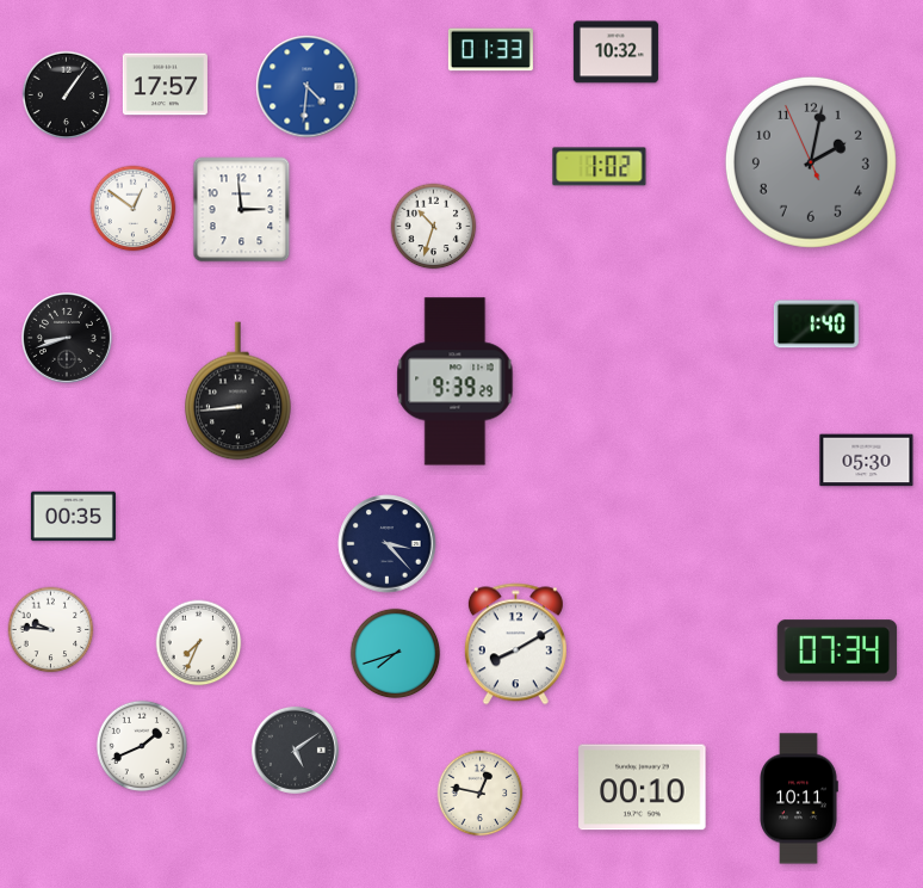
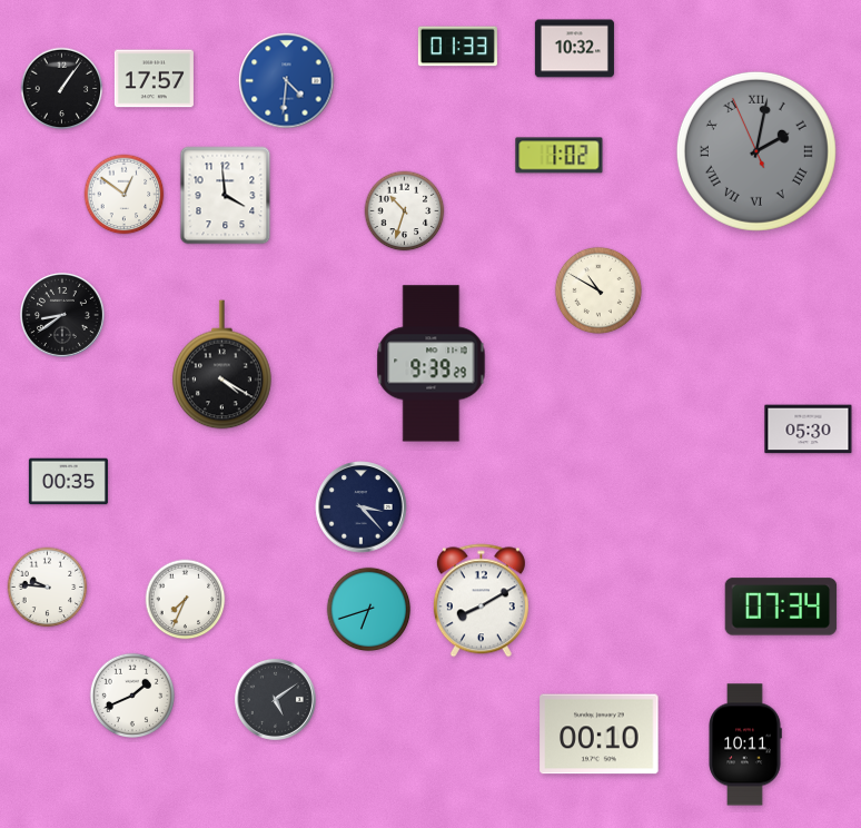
clock at (811, 162) numerals: Arabic -> Roman
clock at (242, 210): 2:59 -> 3:59
clock at (598, 290): none -> 10:50
clock at (816, 325): 1:40 -> none
clock at (67, 338): 8:42 -> 8:39
clock at (456, 382) position: (456, 382) -> (432, 364)
clock at (239, 391): 8:44 -> 4:20
clock at (396, 654): 7:42 -> 6:42
clock at (481, 794): 12:47 -> none
